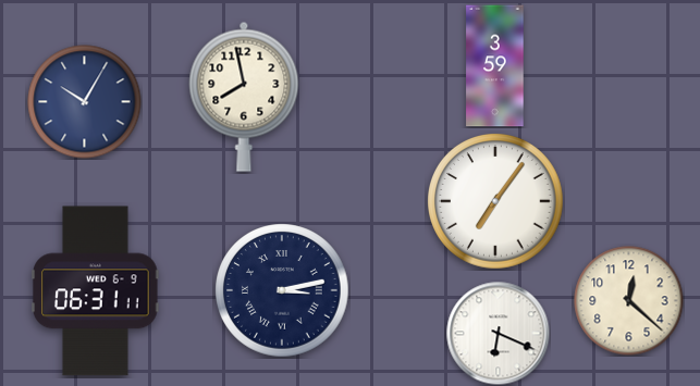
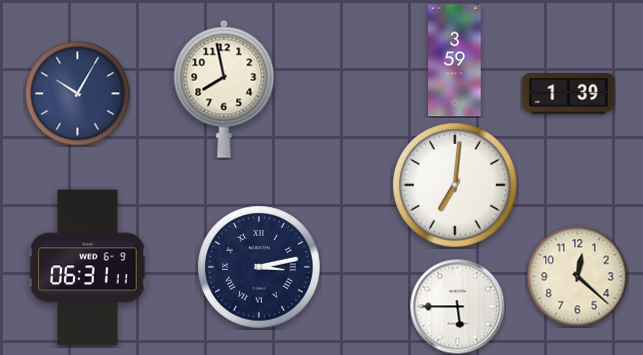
clock at (569, 94): none -> 1:39
clock at (496, 202): 7:06 -> 7:01
clock at (498, 333): 6:19 -> 5:45
